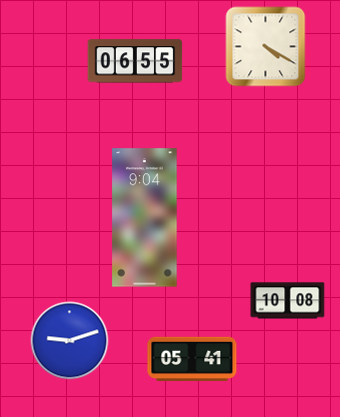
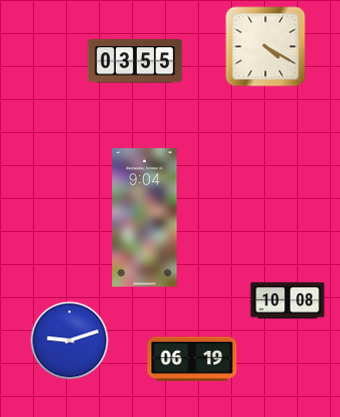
clock at (135, 61): 06:55 -> 03:55
clock at (192, 359): 05:41 -> 06:19
